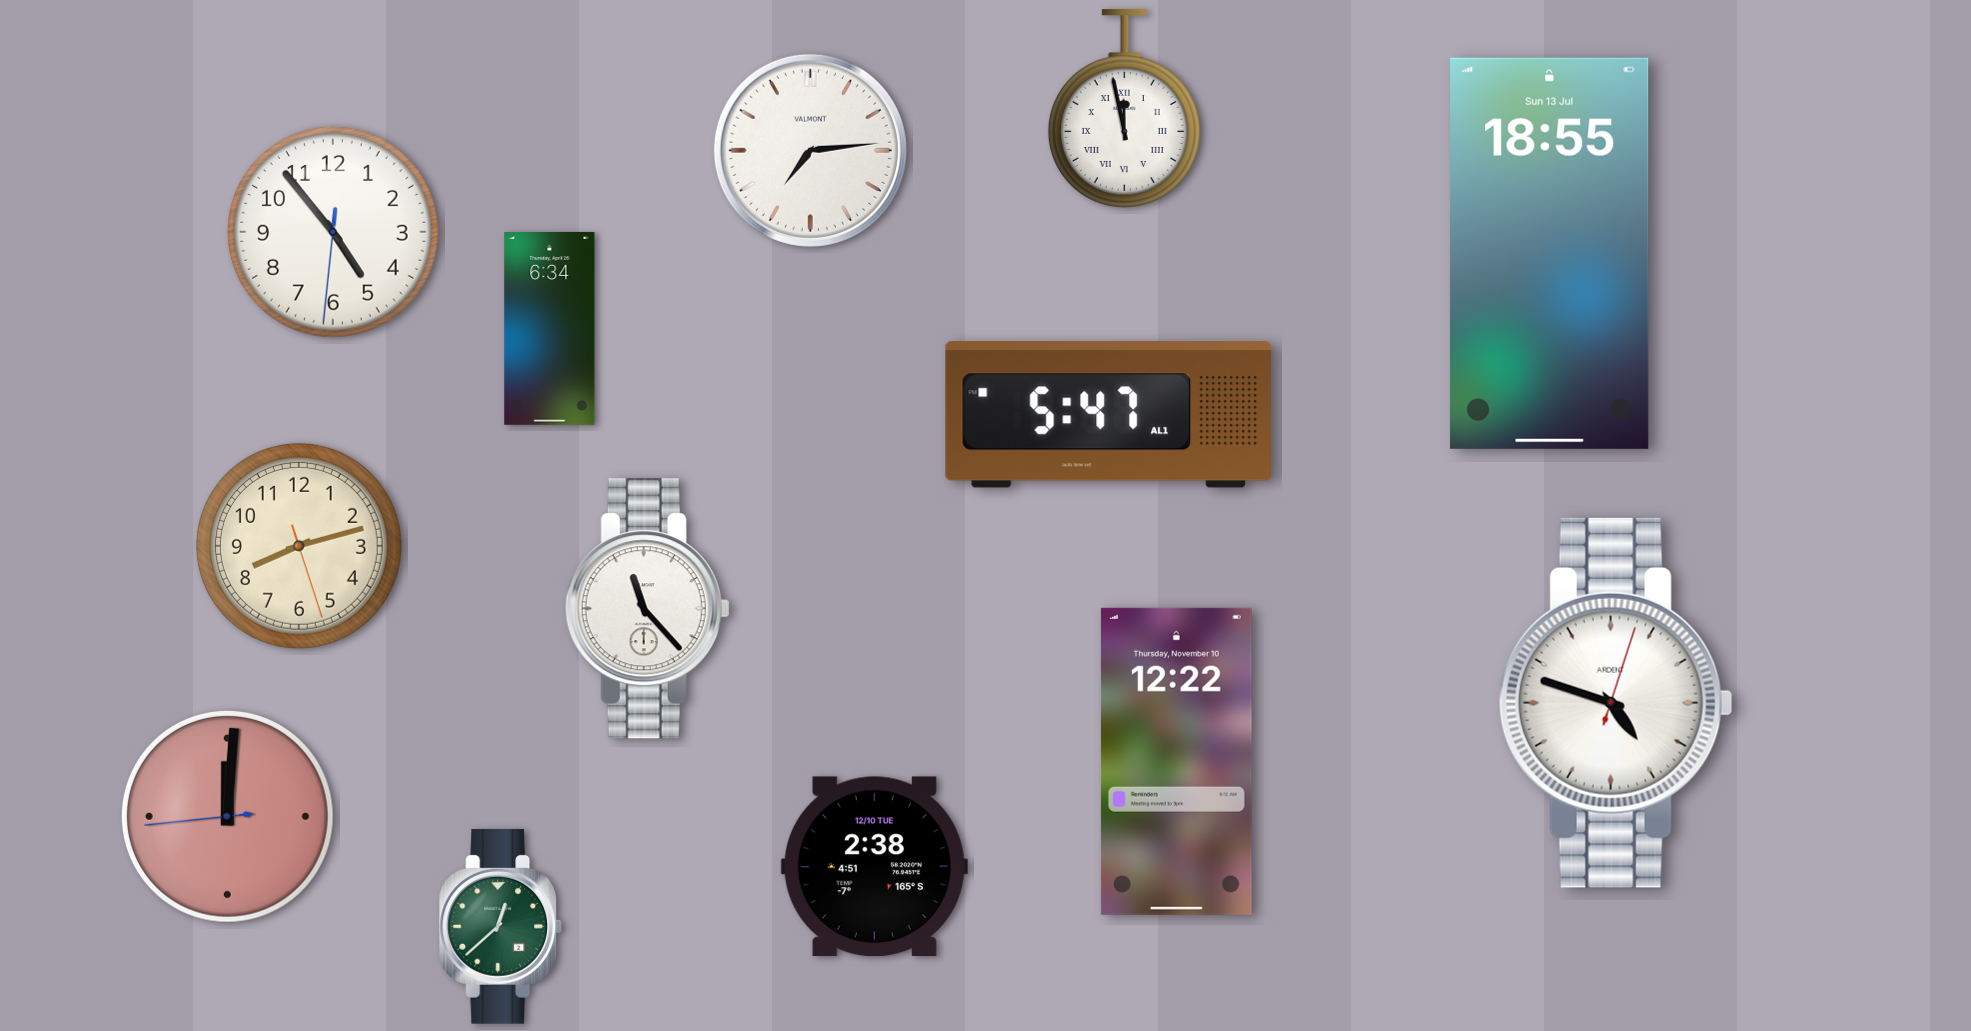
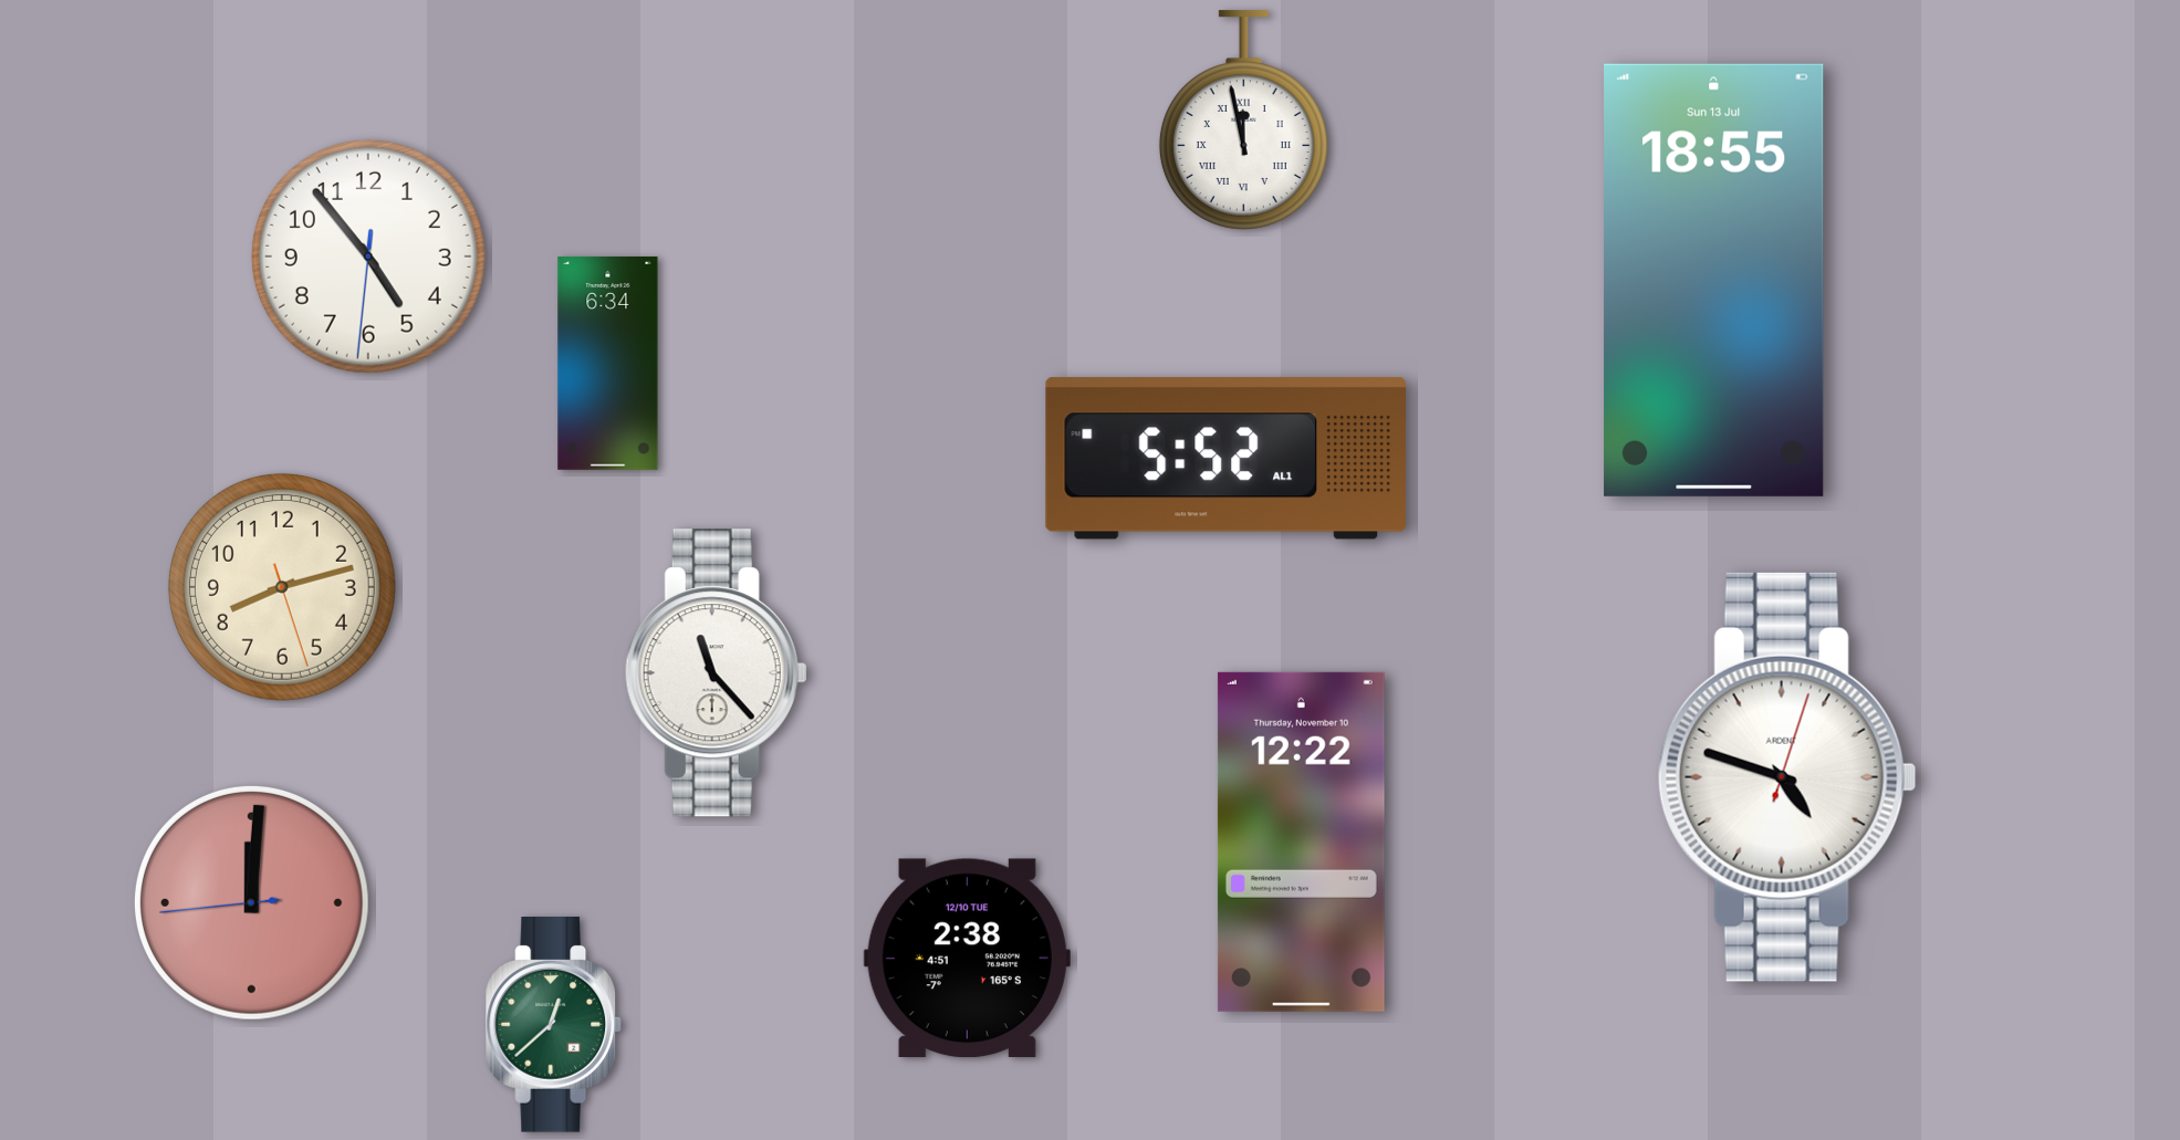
clock at (810, 150): 7:14 -> none
clock at (1108, 414): 5:47 -> 5:52
clock at (299, 546) position: (299, 546) -> (282, 587)
